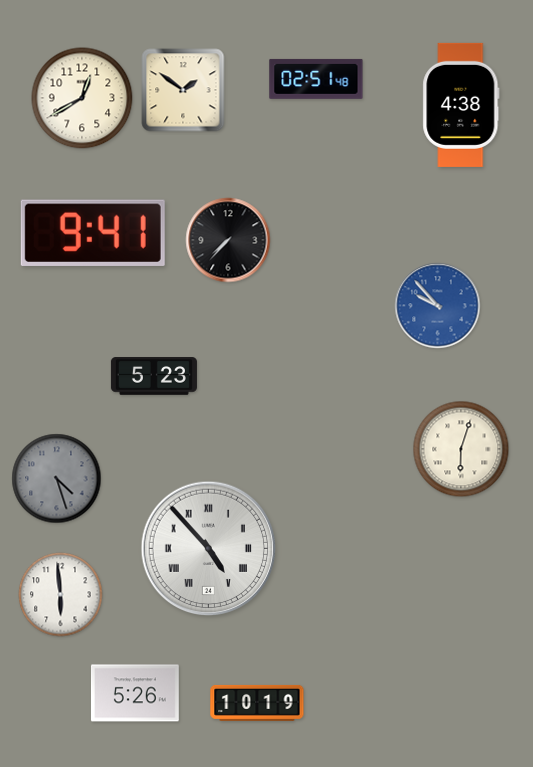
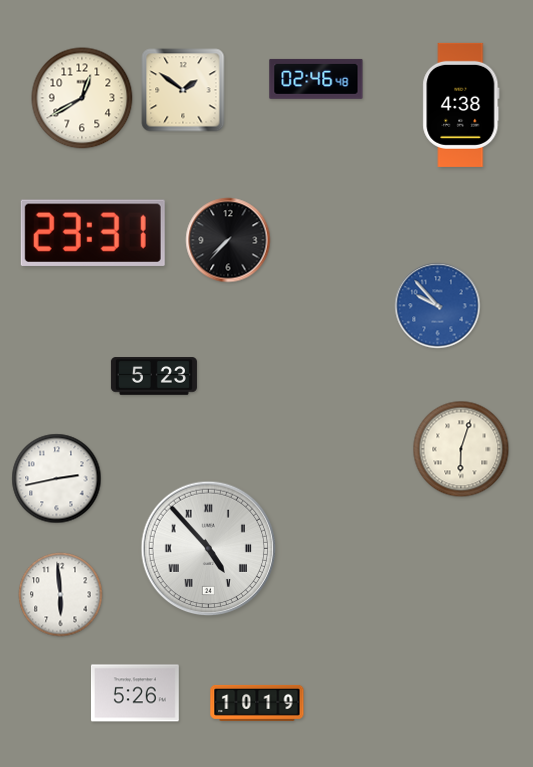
clock at (316, 79): 02:51 -> 02:46
clock at (93, 233): 9:41 -> 23:31
clock at (57, 479): 4:27 -> 2:43
clock at (57, 479) dial: grey -> white
